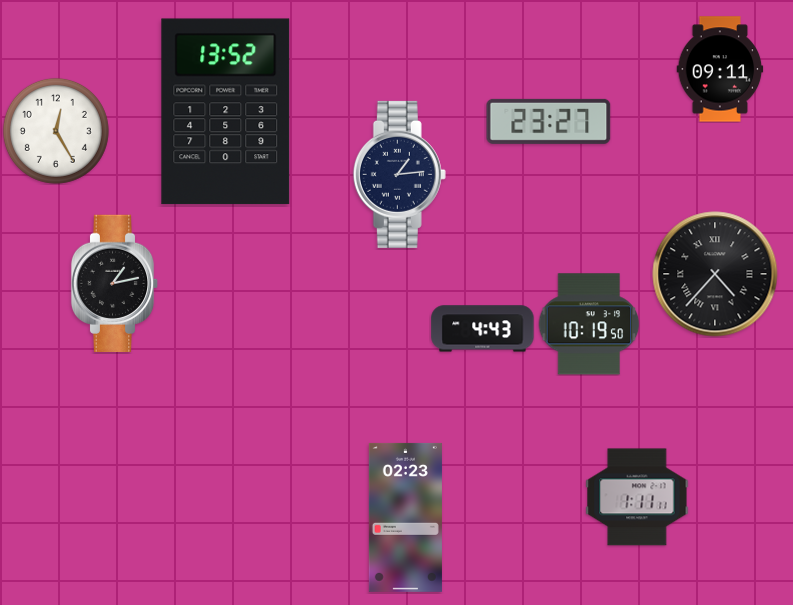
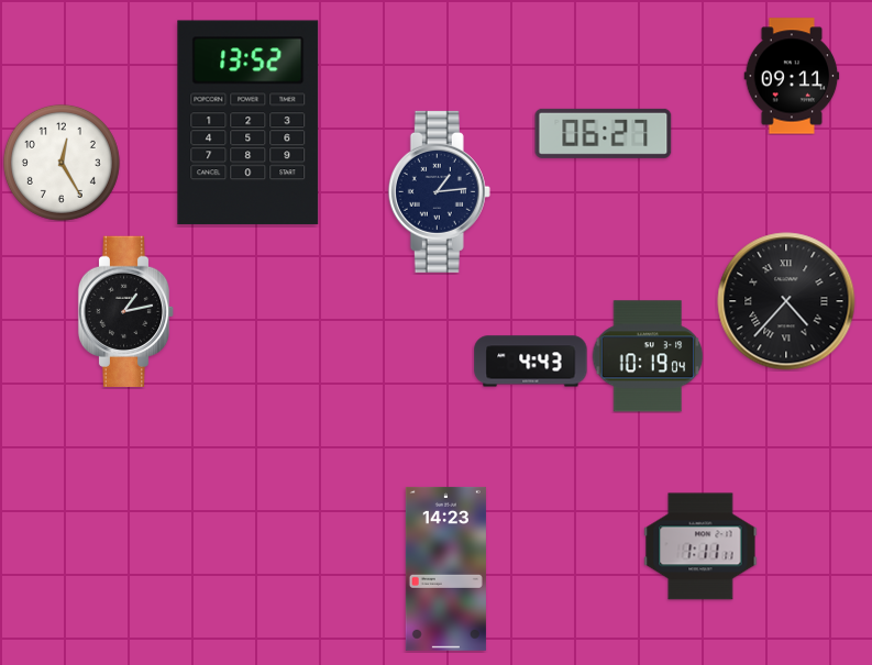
clock at (549, 121): 23:27 -> 06:27
clock at (56, 131) position: (56, 131) -> (62, 163)
clock at (589, 324): 10:19:50 -> 10:19:04
clock at (405, 517): 02:23 -> 14:23
